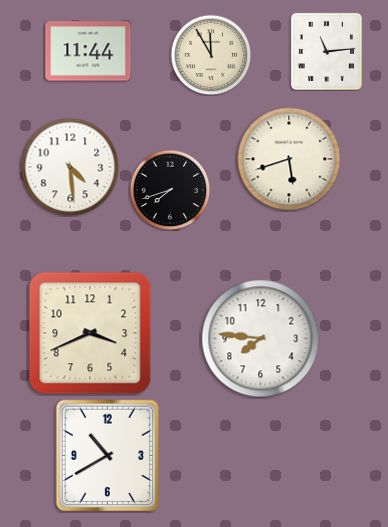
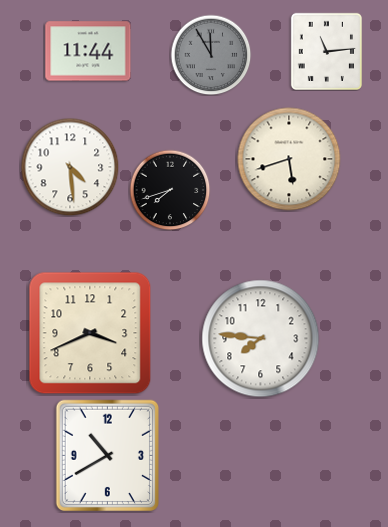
clock at (211, 55) dial: cream -> grey
